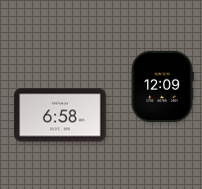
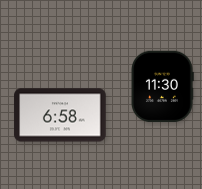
clock at (162, 87): 12:09 -> 11:30
